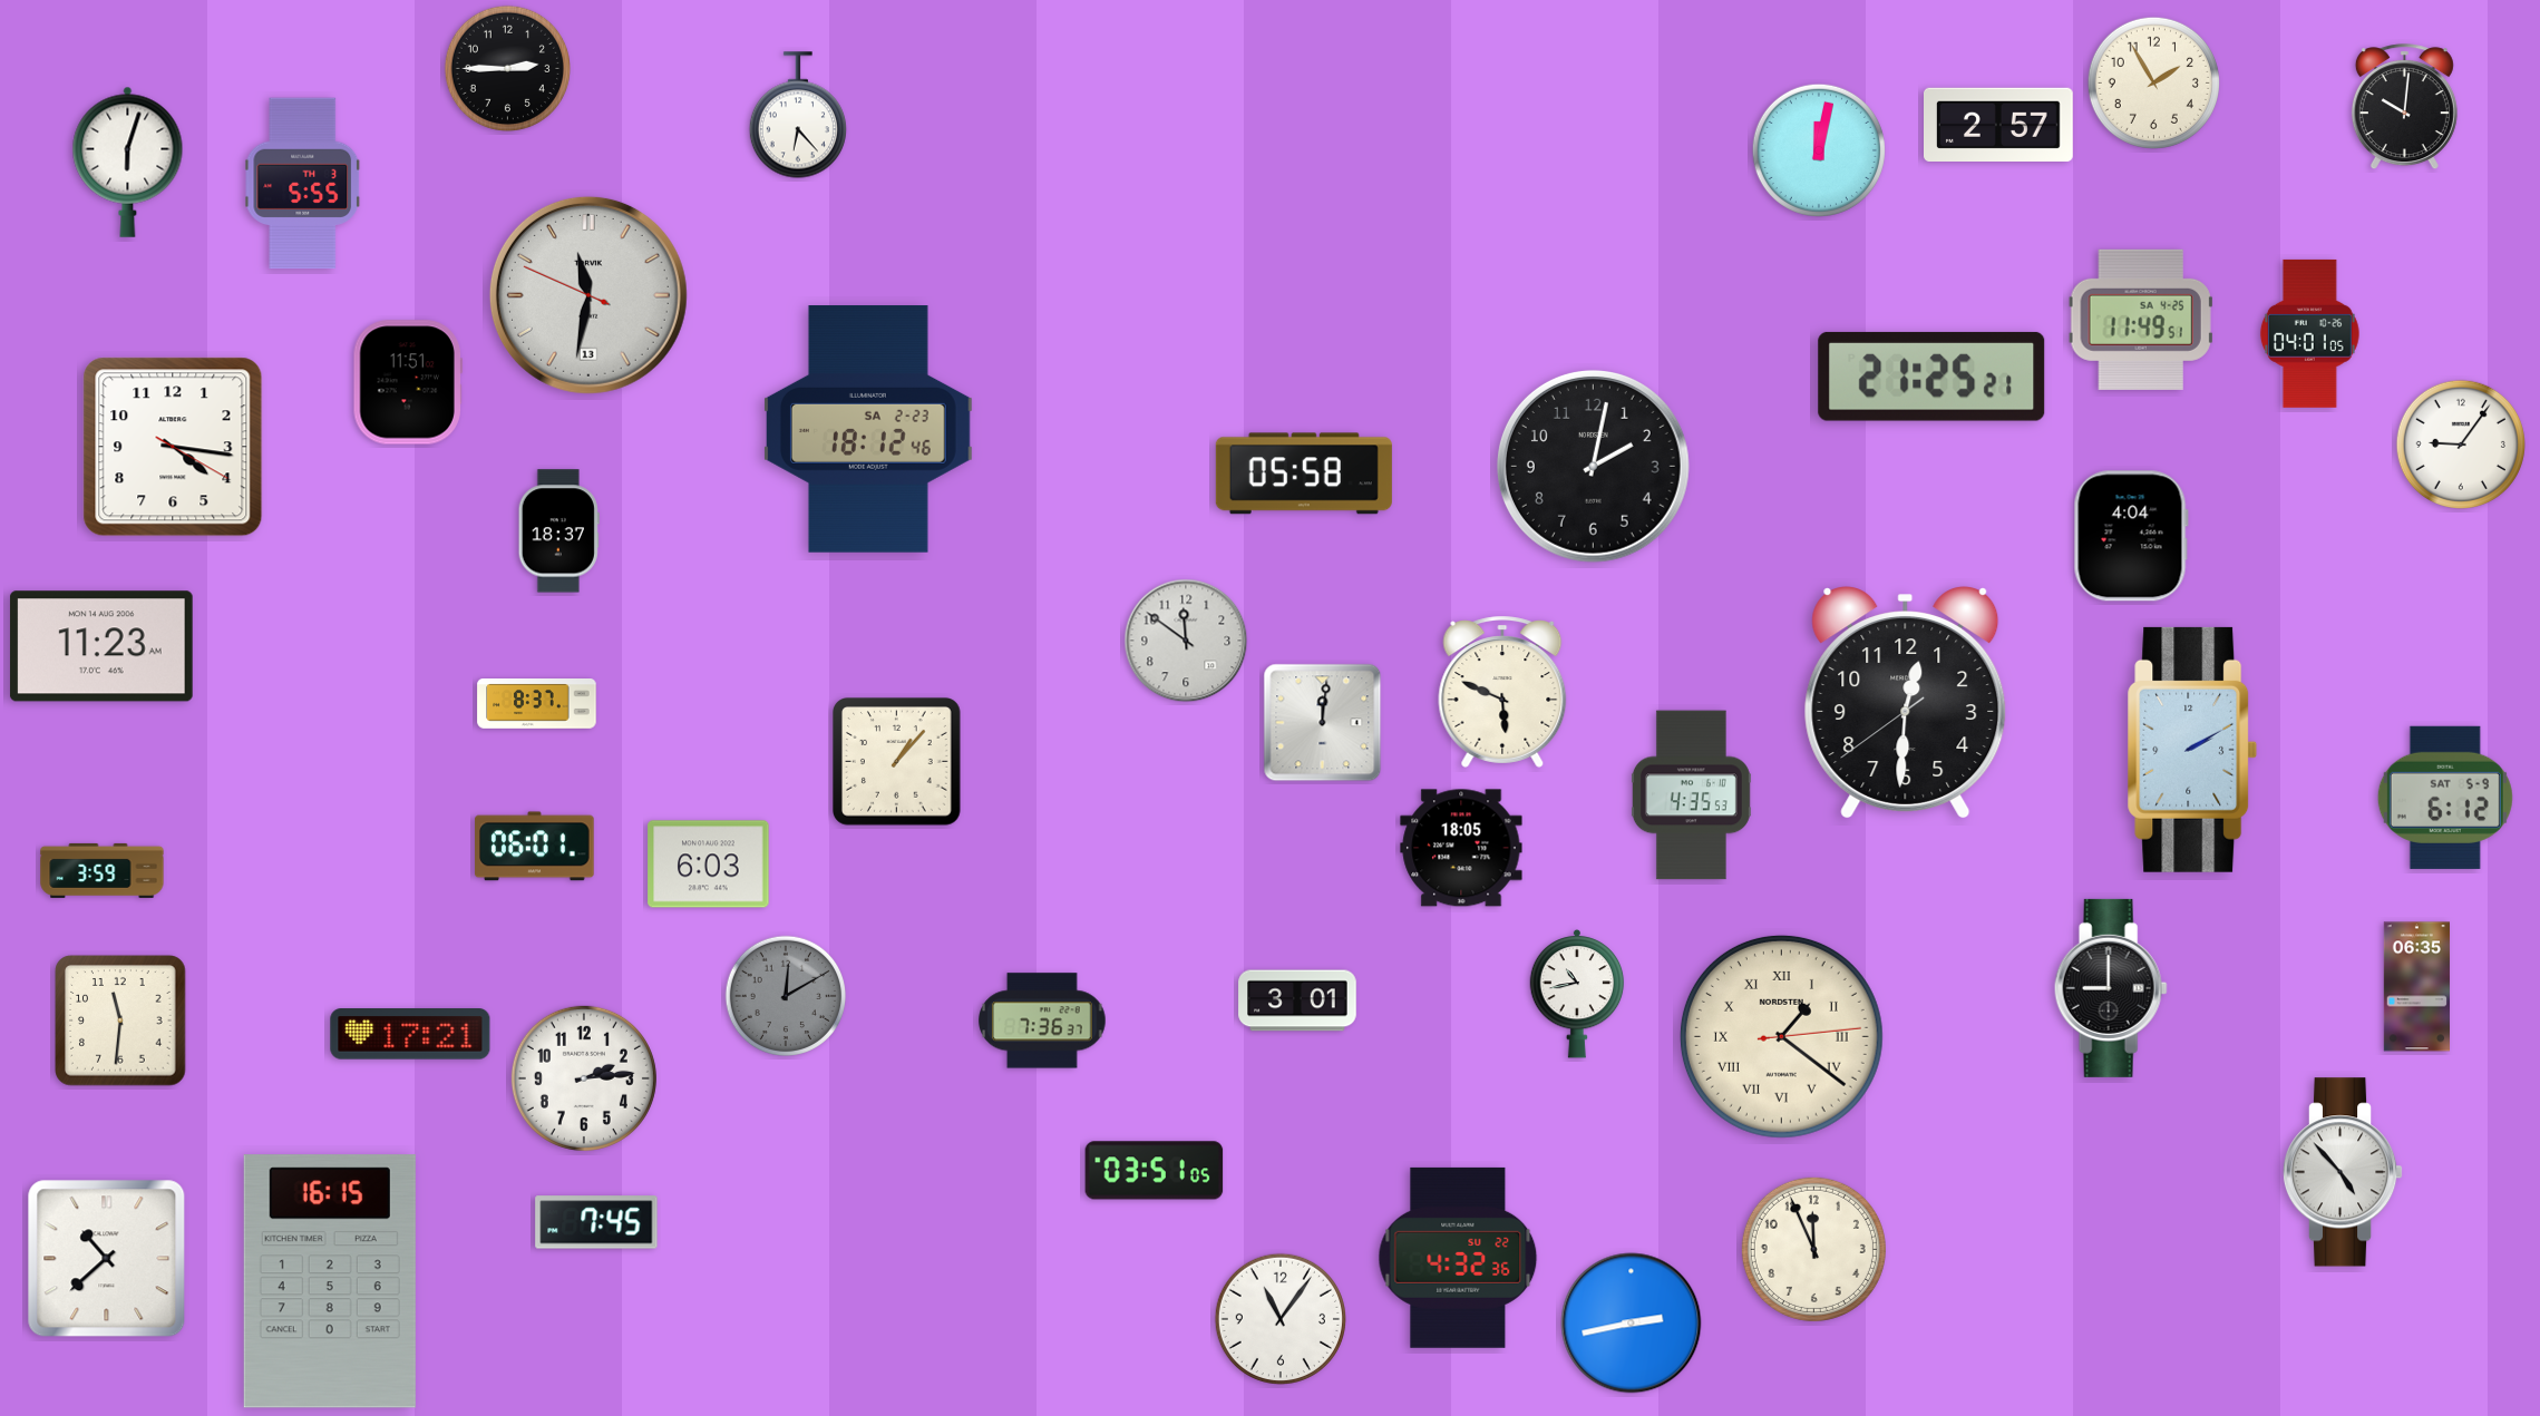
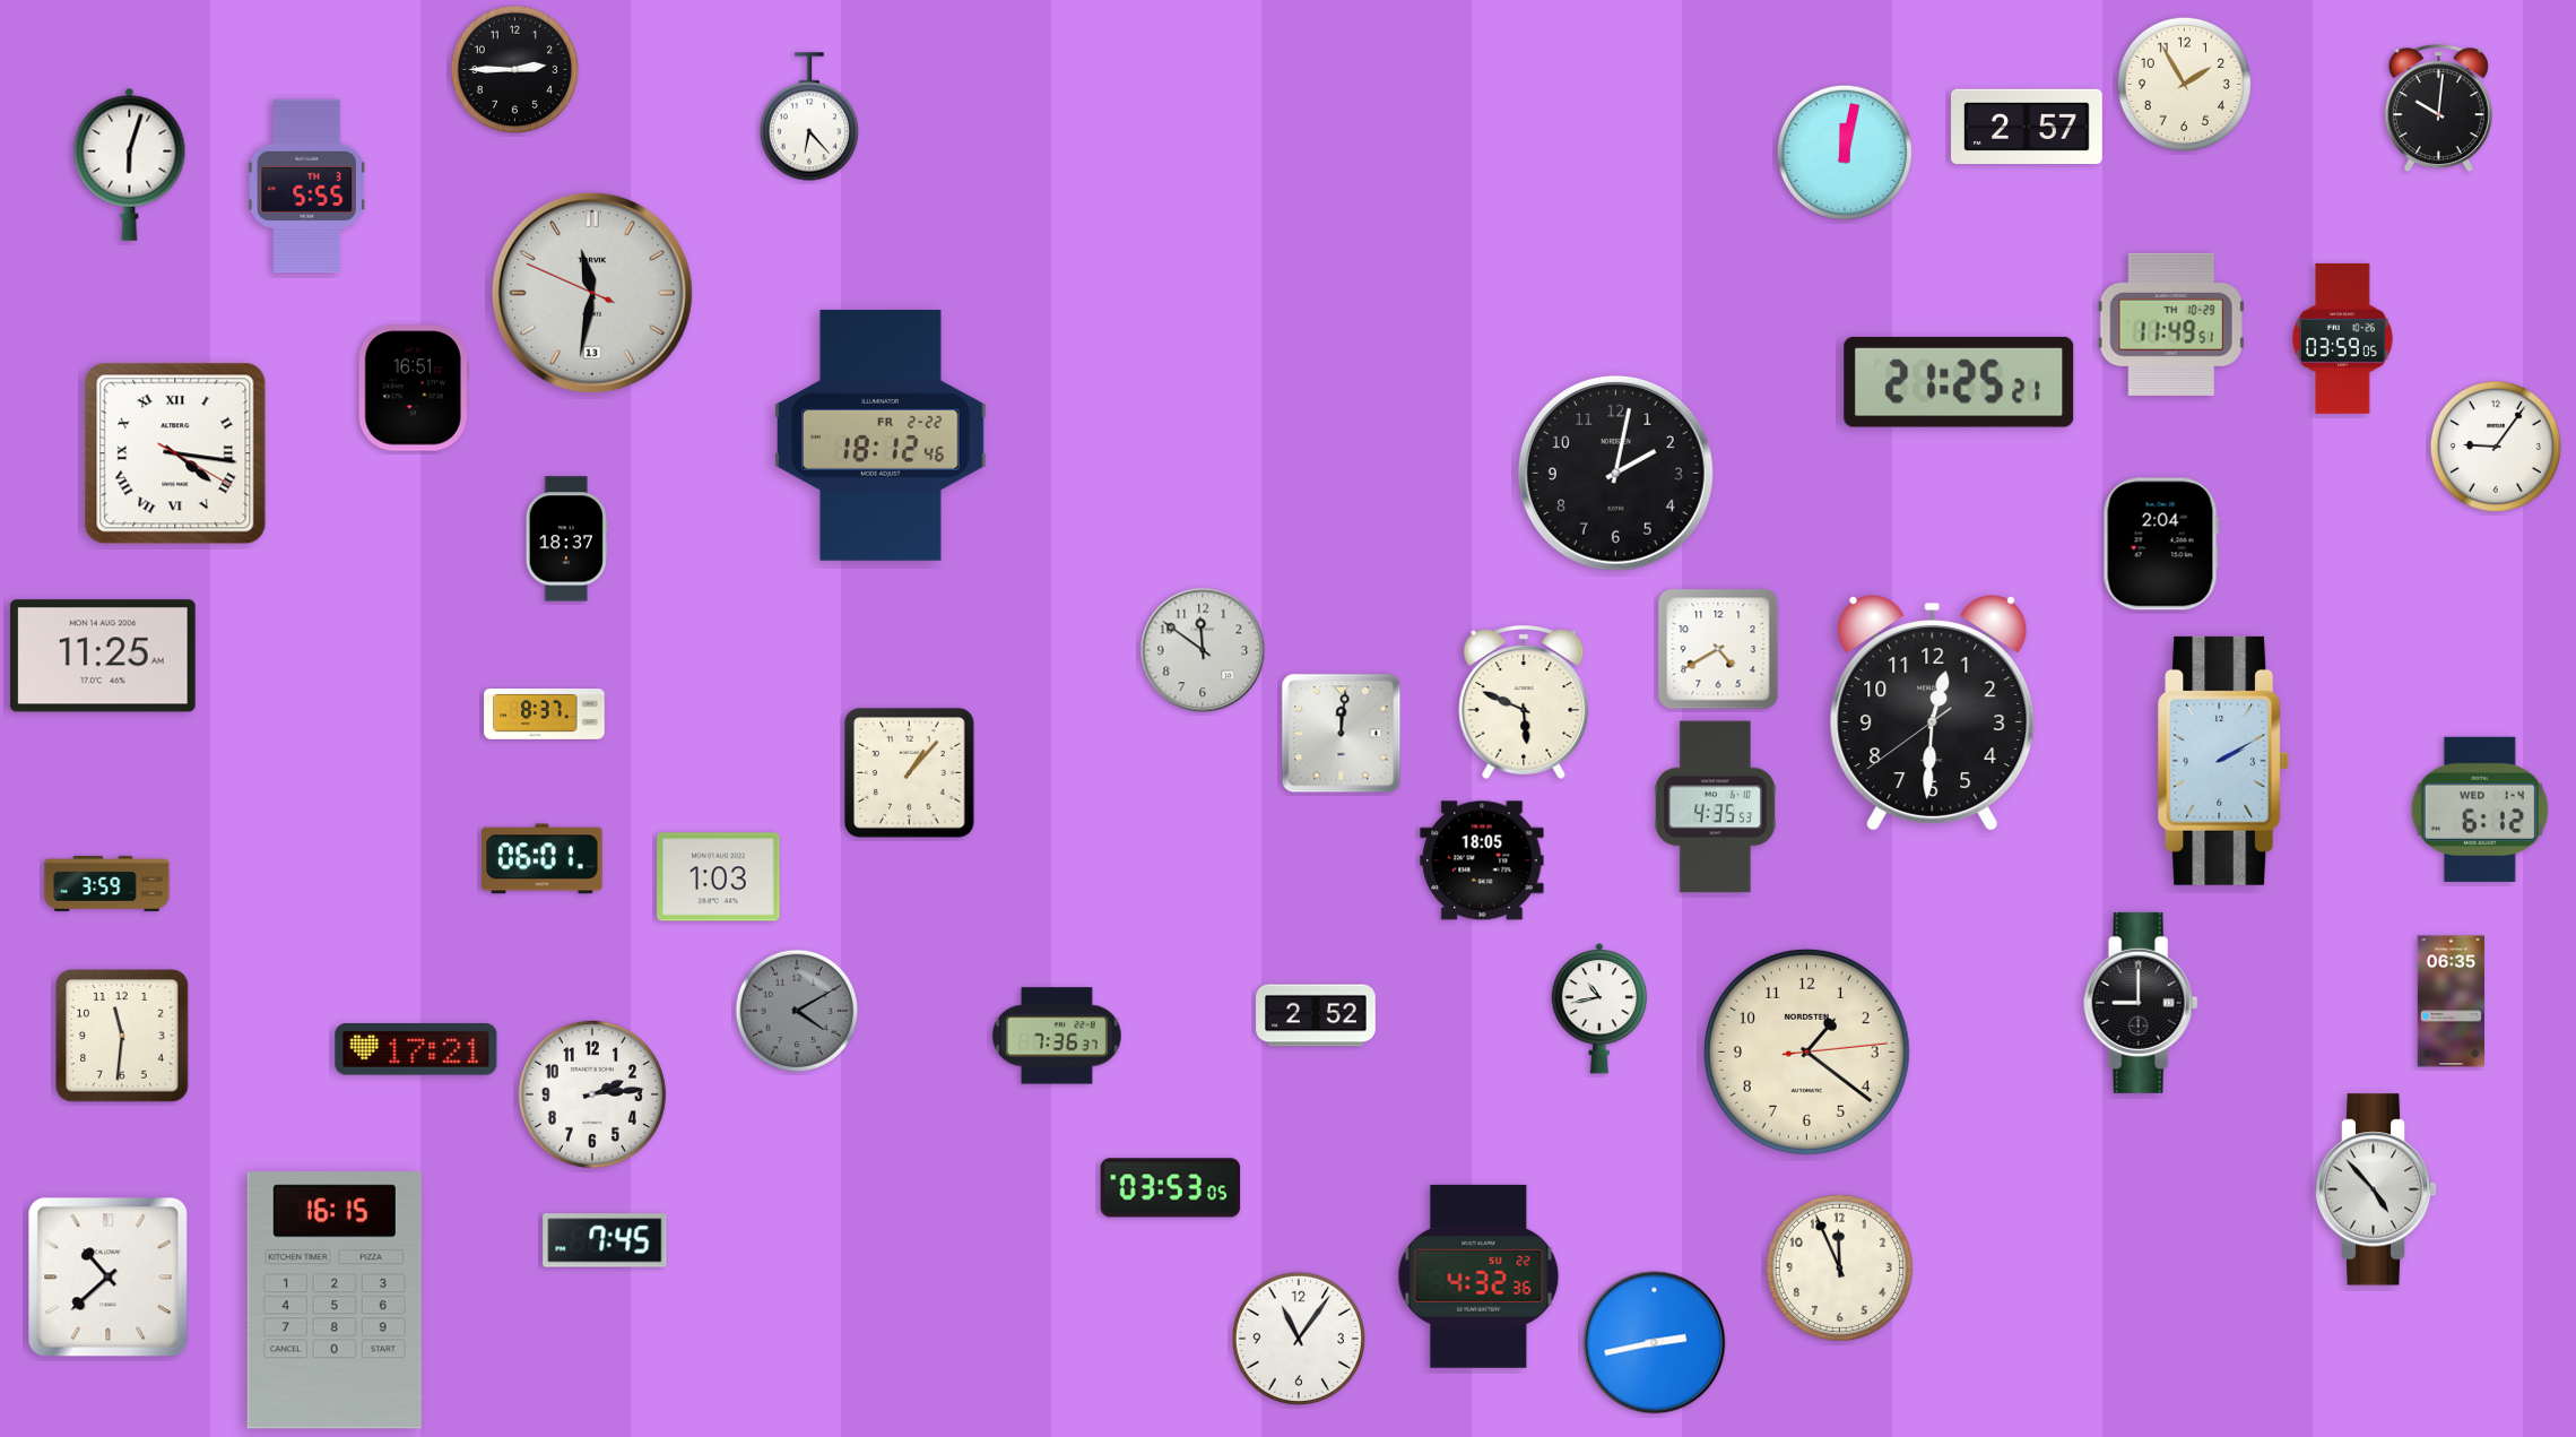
clock at (588, 295) position: (588, 295) -> (592, 293)
clock at (2141, 320) date: SA 4-25 -> TH 10-29
clock at (2309, 333): 04:01 -> 03:59
clock at (408, 382): 11:51 -> 16:51
clock at (868, 430) date: SA 2-23 -> FR 2-22
clock at (2461, 445) position: (2461, 445) -> (2496, 447)
clock at (173, 447) numerals: Arabic -> Roman
clock at (1304, 473): 05:58 -> none
clock at (2131, 536): 4:04 -> 2:04
clock at (1718, 649): none -> 4:40
clock at (101, 646): 11:23 -> 11:25
clock at (2445, 798) date: SAT 5-9 -> WED 1-4
clock at (709, 865): 6:03 -> 1:03
clock at (103, 870) position: (103, 870) -> (107, 883)
clock at (786, 996): 12:10 -> 4:10
clock at (1297, 1000): 3:01 -> 2:52
clock at (1781, 1036) numerals: Roman -> Arabic
clock at (1155, 1171): 03:51 -> 03:53
